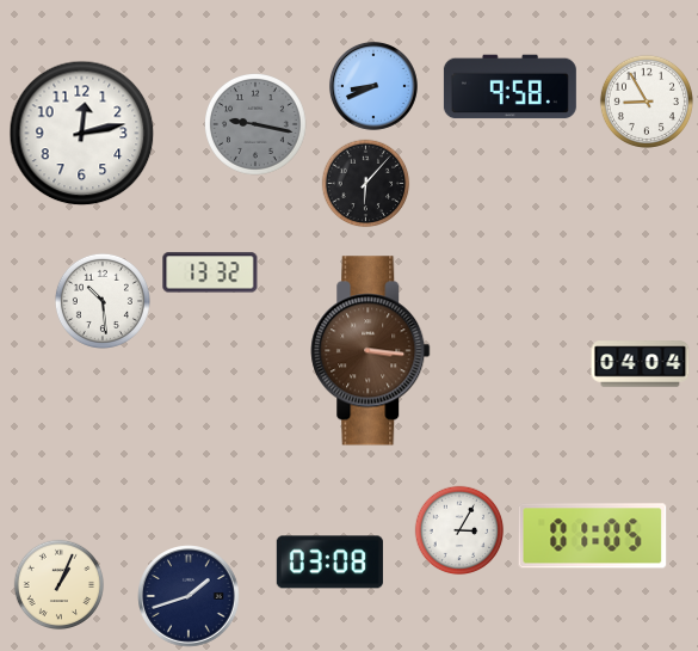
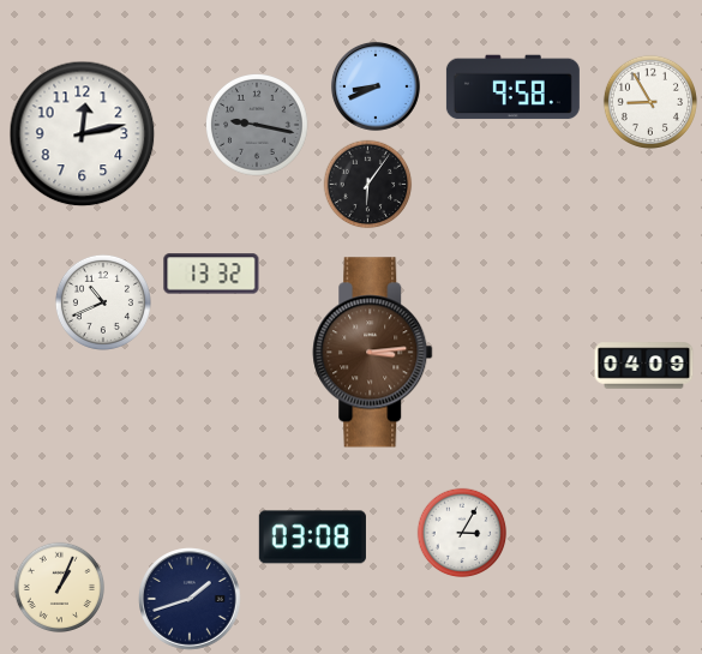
clock at (366, 184): 6:07 -> 6:06
clock at (103, 301): 10:29 -> 10:41
clock at (371, 351): 3:16 -> 3:14
clock at (641, 364): 04:04 -> 04:09
clock at (593, 536): 01:05 -> none
clock at (329, 563) position: (329, 563) -> (312, 538)
